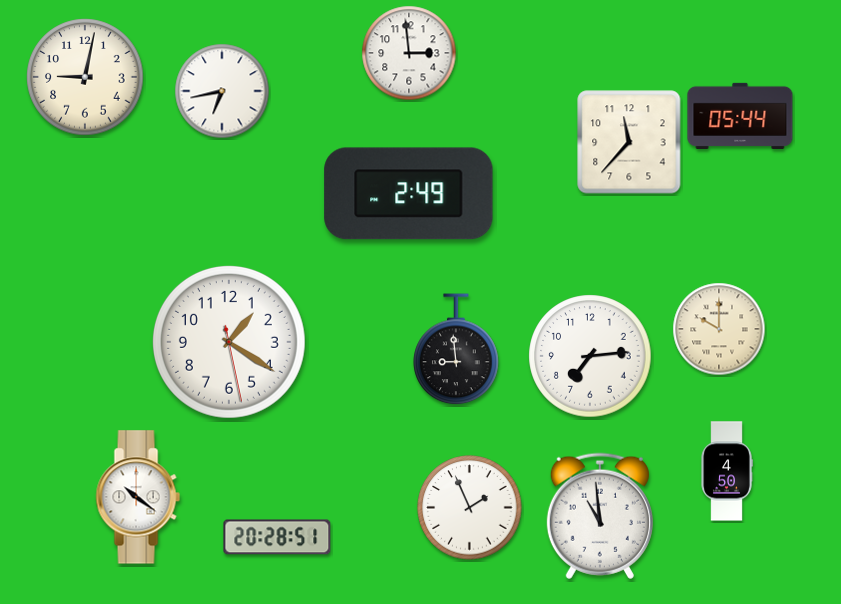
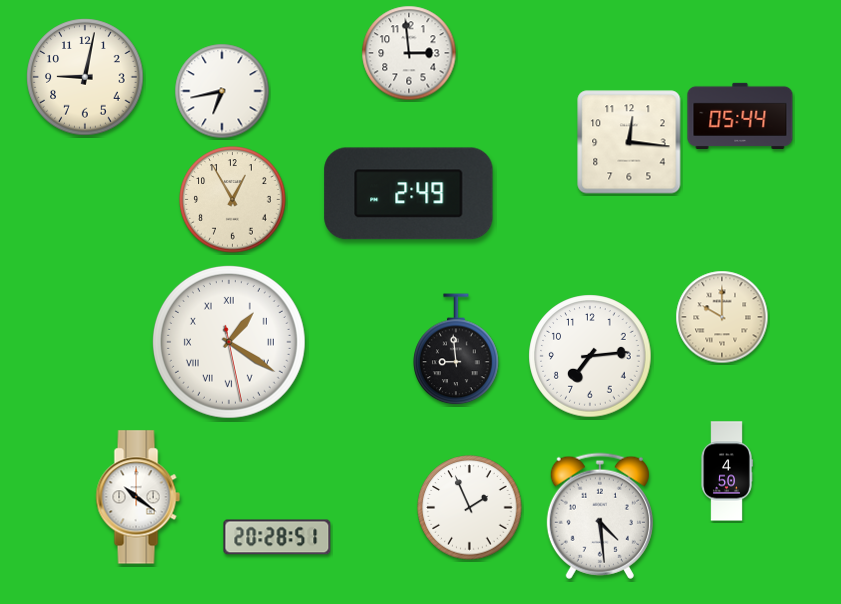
clock at (629, 142): 11:37 -> 12:16
clock at (233, 200): none -> 12:55
clock at (719, 329) position: (719, 329) -> (722, 317)
clock at (229, 342) numerals: Arabic -> Roman
clock at (600, 516): 10:59 -> 4:29
